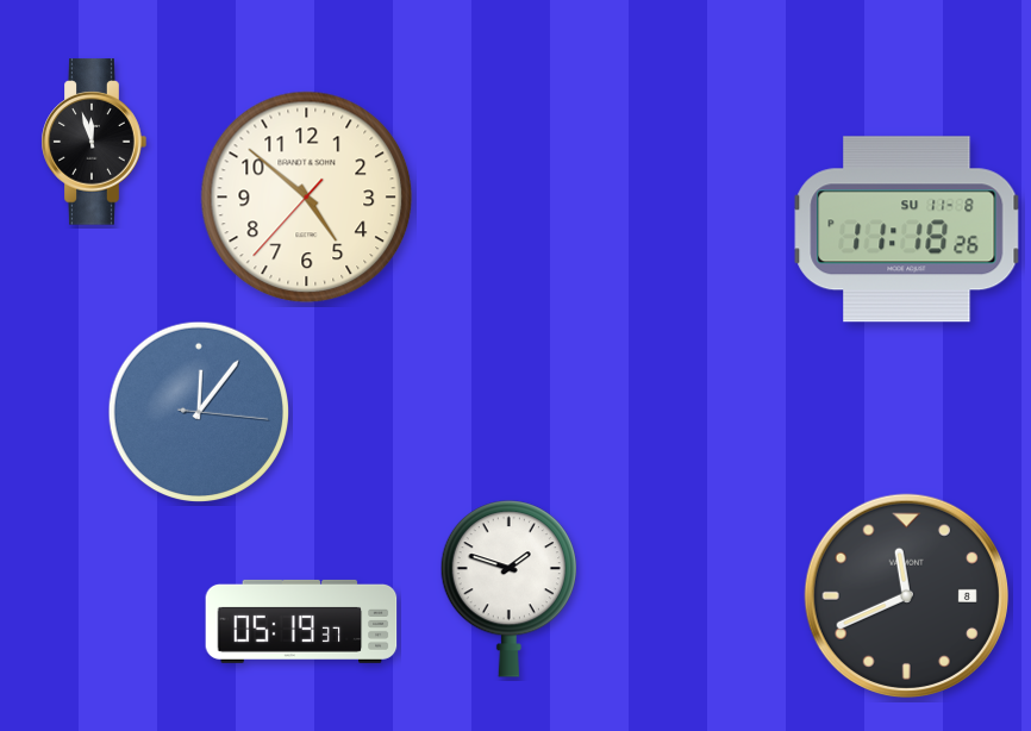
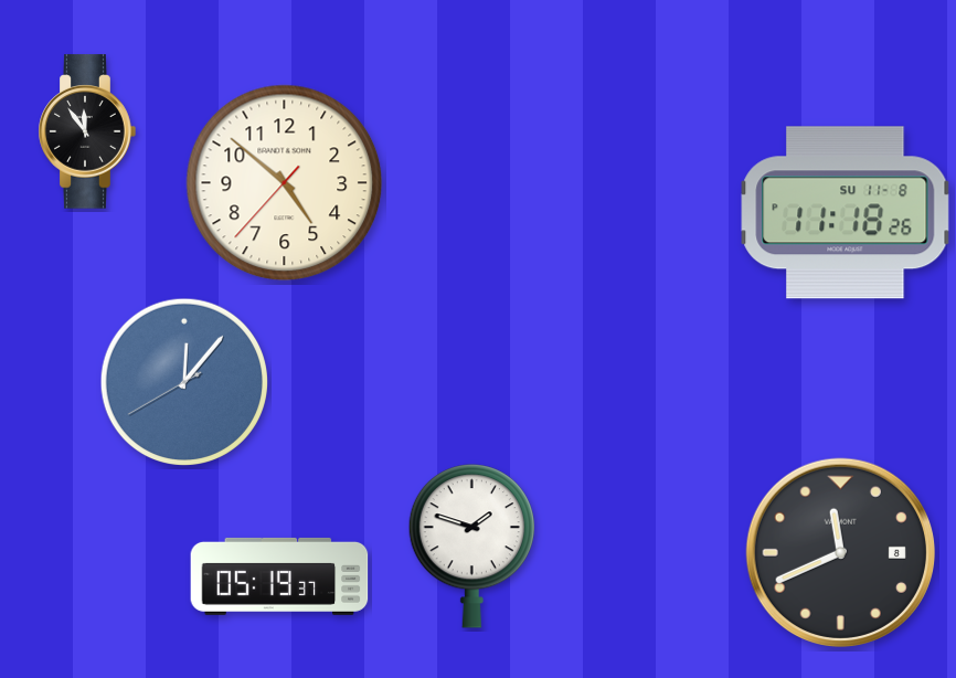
clock at (94, 142): 11:57 -> 11:54
clock at (907, 230) position: (907, 230) -> (846, 213)
clock at (198, 411): 12:06:16 -> 12:06:40
